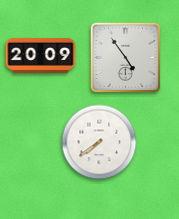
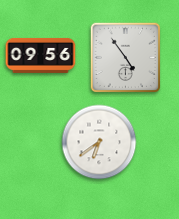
clock at (41, 55): 20:09 -> 09:56
clock at (99, 142): 7:39 -> 6:39
